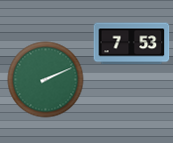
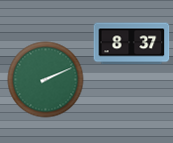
clock at (132, 44): 7:53 -> 8:37
